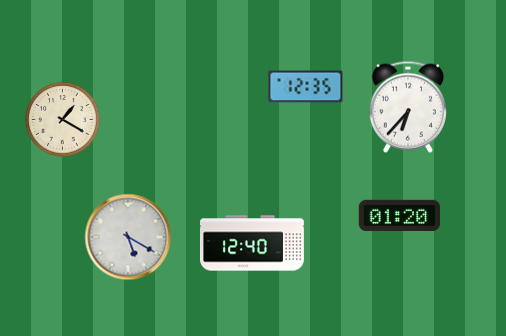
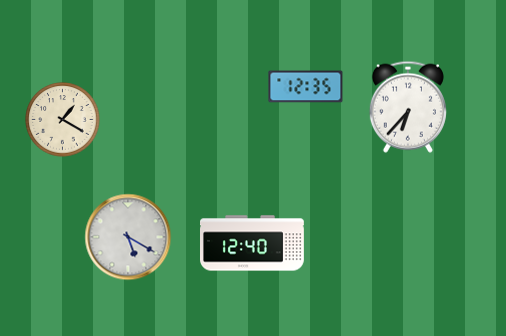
clock at (400, 215): 01:20 -> none
